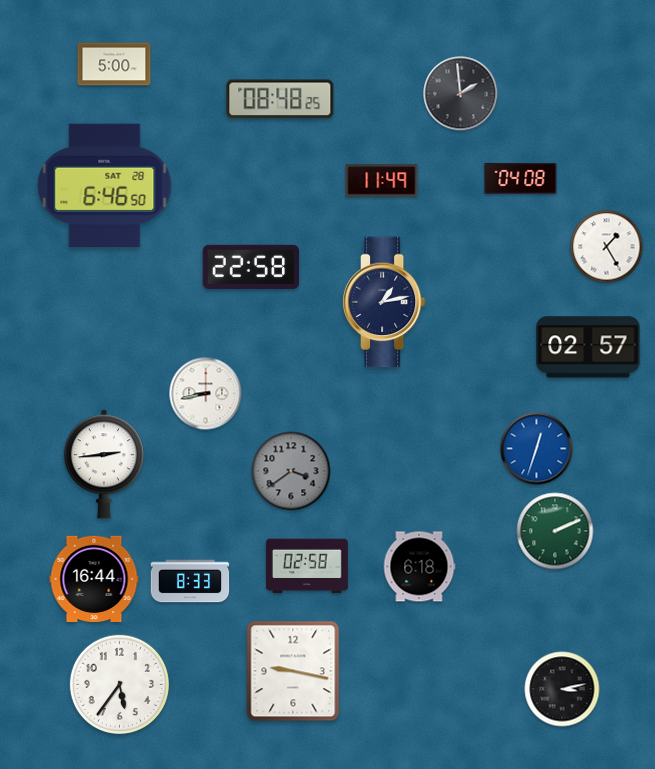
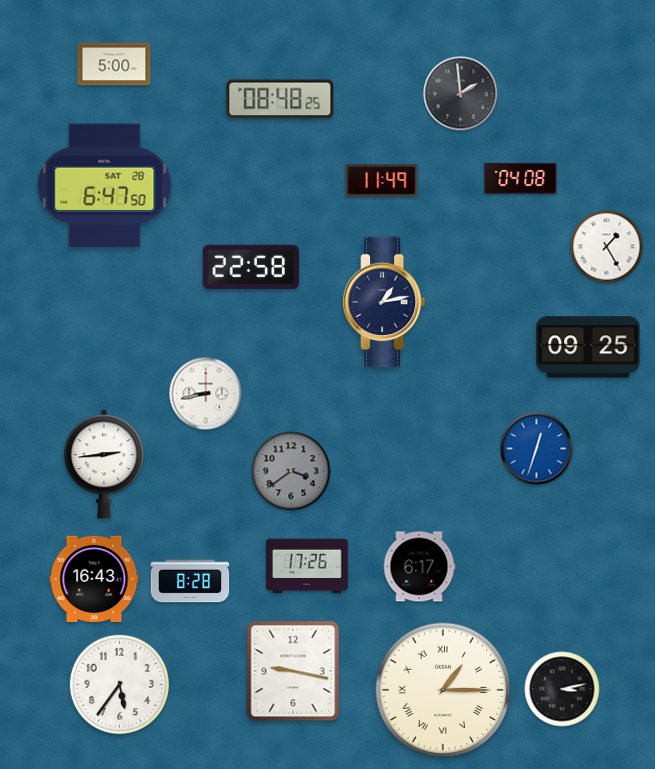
clock at (105, 185): 6:46 -> 6:47
clock at (588, 347): 02:57 -> 09:25
clock at (555, 531): 2:11 -> none
clock at (307, 566): 02:58 -> 17:26
clock at (419, 567): 6:18 -> 6:17
clock at (94, 578): 16:44 -> 16:43
clock at (190, 581): 8:33 -> 8:28
clock at (443, 690): none -> 1:15
